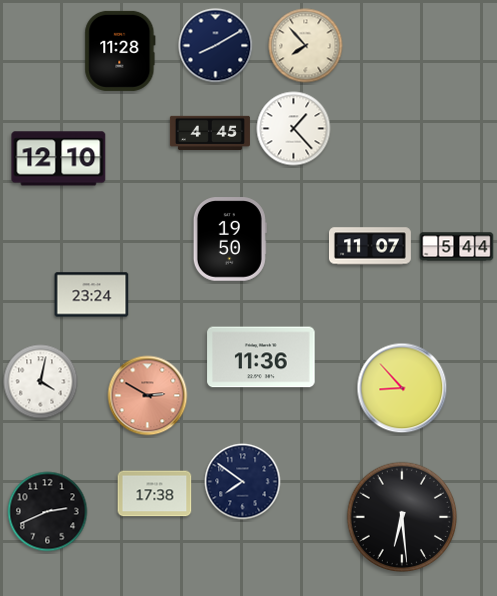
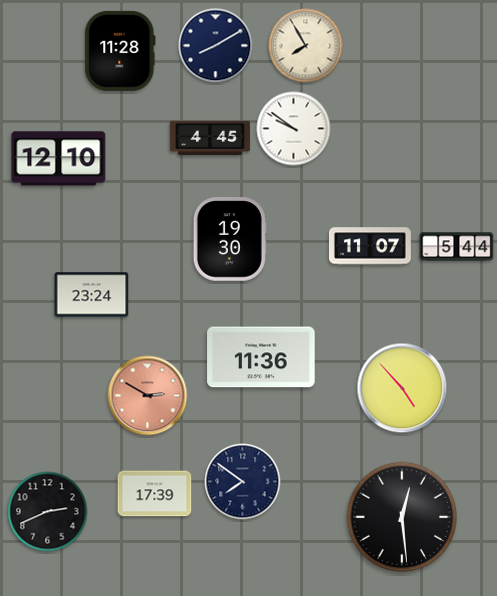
clock at (306, 46): 7:53 -> 7:55
clock at (294, 129): 1:23 -> 9:51
clock at (210, 132) position: (210, 132) -> (210, 137)
clock at (230, 239): 19:50 -> 19:30
clock at (41, 382): 4:02 -> none
clock at (402, 388): 8:53 -> 4:53
clock at (155, 494): 17:38 -> 17:39
clock at (402, 517): 6:29 -> 12:29
